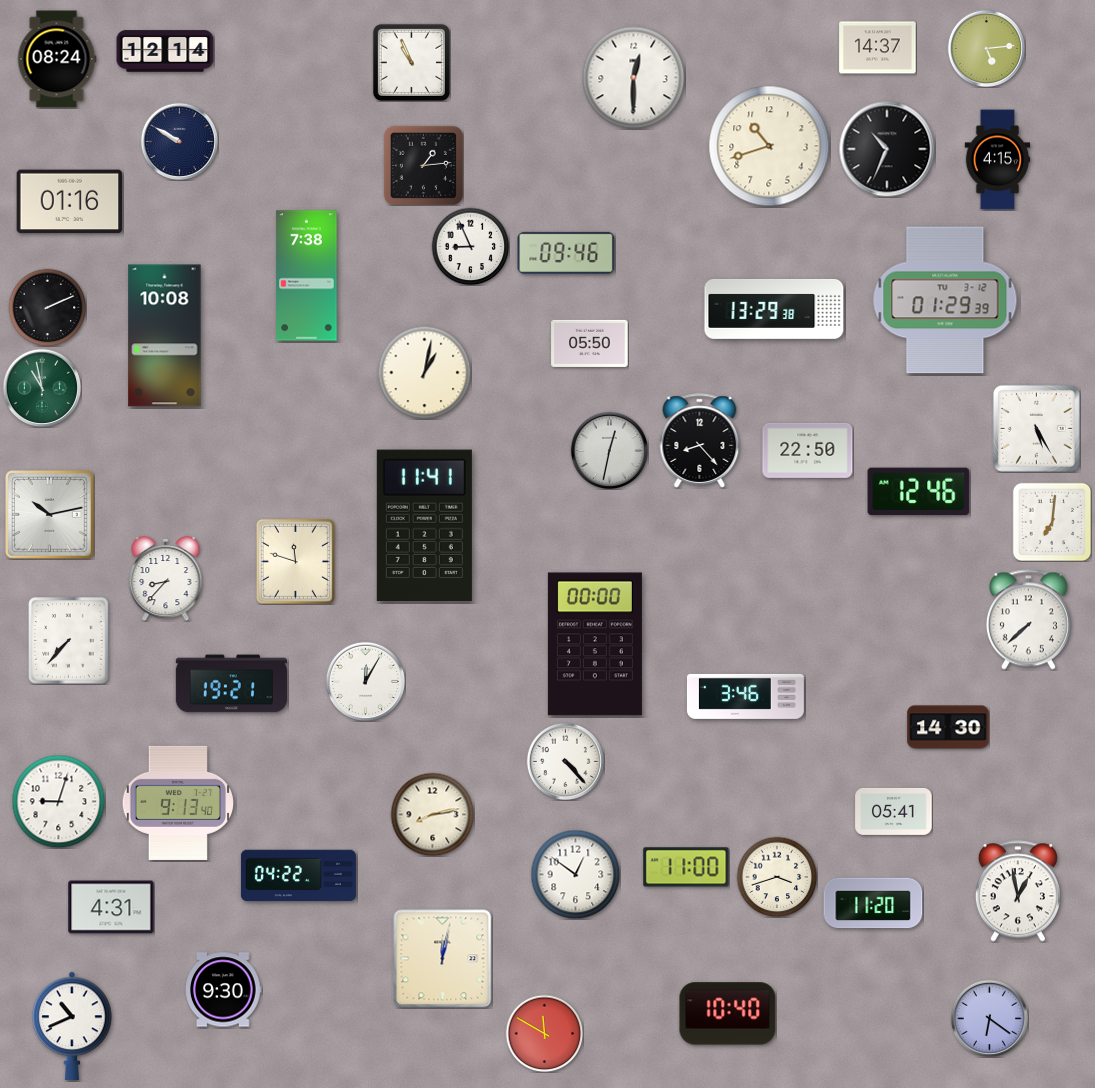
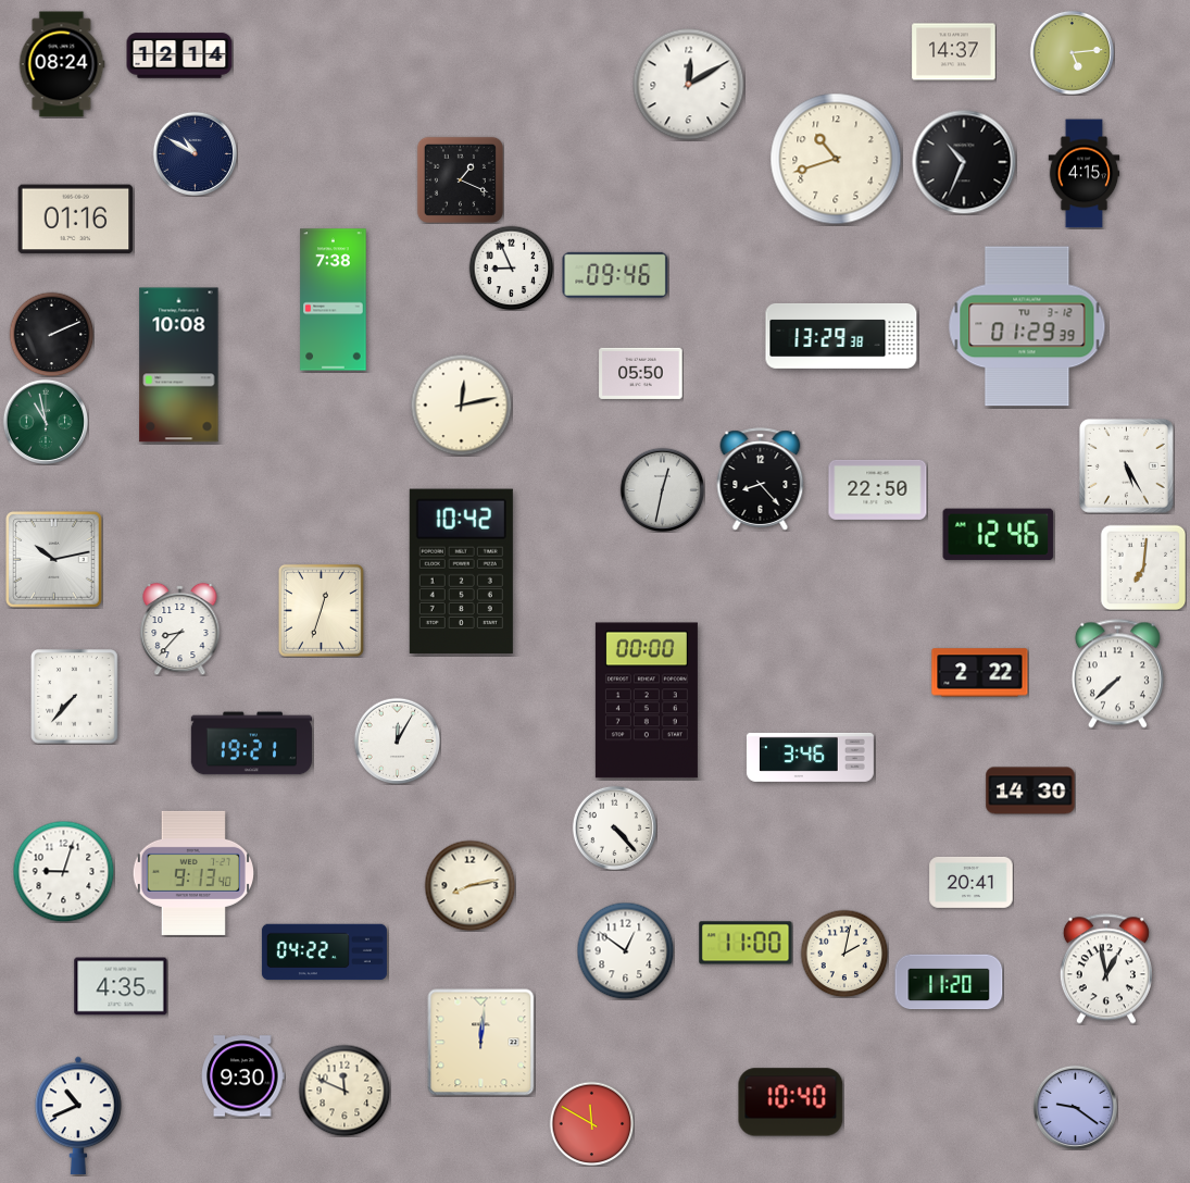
clock at (411, 62): 10:56 -> none
clock at (634, 78): 12:30 -> 12:10
clock at (179, 141): 9:50 -> 10:50
clock at (423, 165): 1:14 -> 1:19
clock at (424, 372): 1:02 -> 12:13
clock at (424, 525): 11:41 -> 10:42
clock at (295, 561): 11:48 -> 12:33
clock at (980, 673): none -> 2:22
clock at (894, 811): 05:41 -> 20:41
clock at (777, 877): 3:42 -> 2:02
clock at (111, 907): 4:31 -> 4:35
clock at (443, 959): 12:02 -> 12:01
clock at (345, 1091): none -> 11:49
clock at (989, 1018): 6:21 -> 9:21
